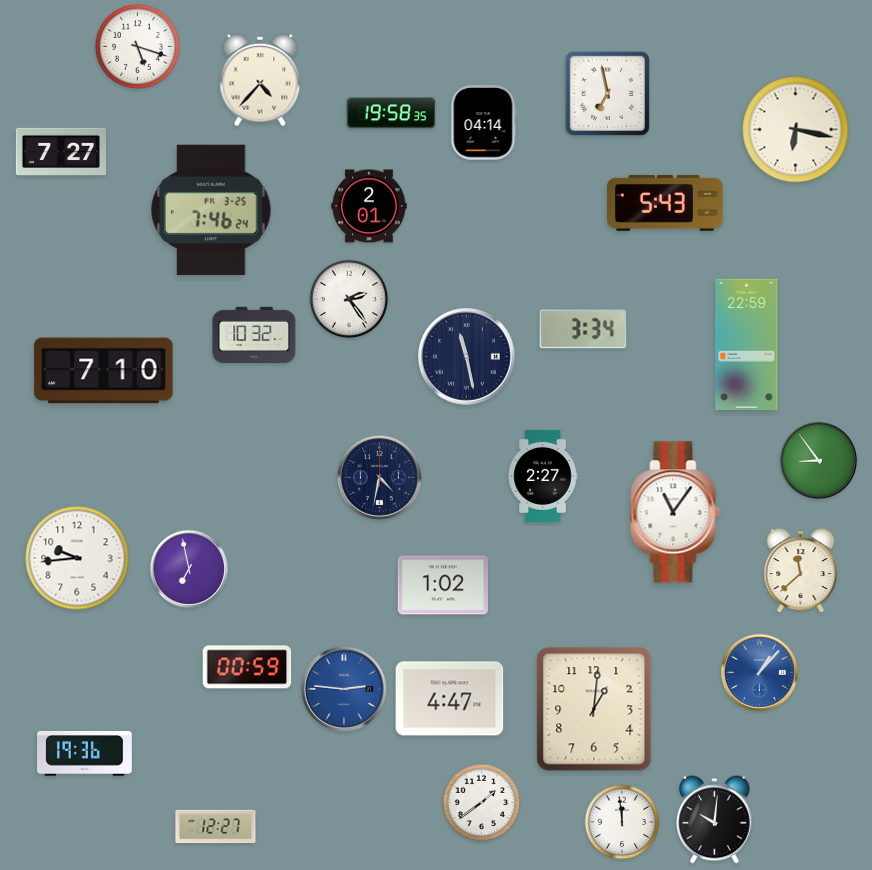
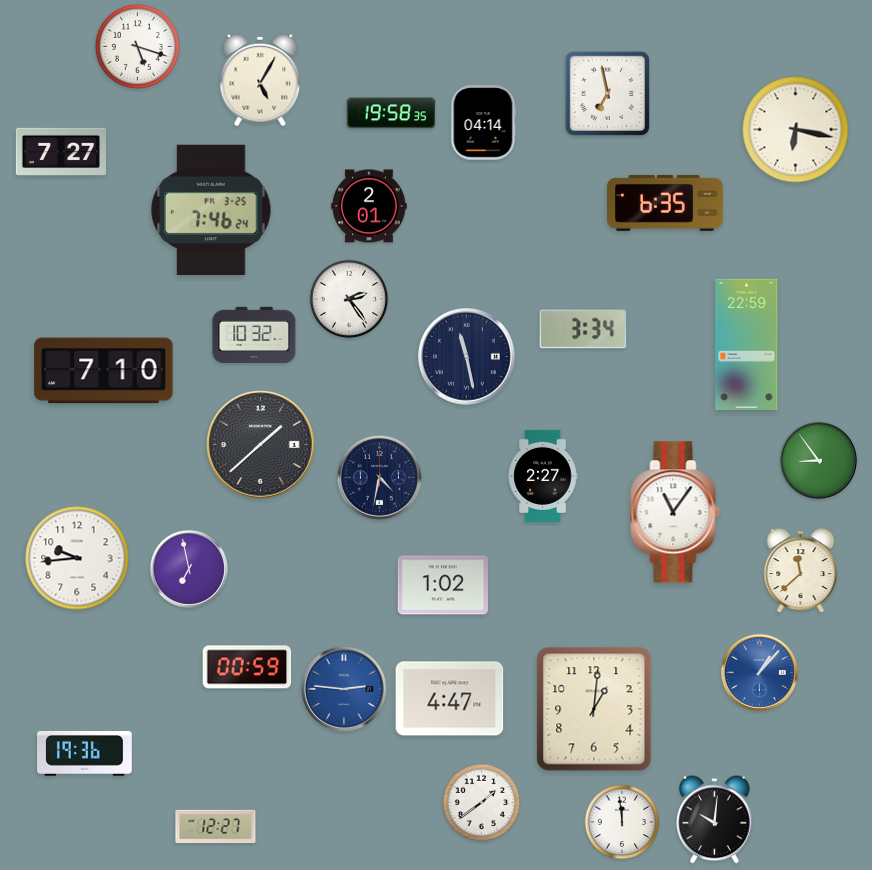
clock at (260, 80): 4:37 -> 5:05
clock at (665, 203): 5:43 -> 6:35
clock at (261, 445): none -> 1:38
